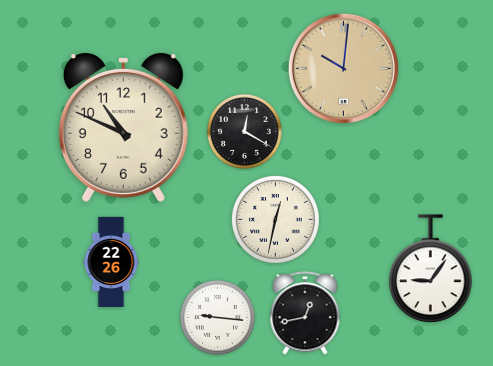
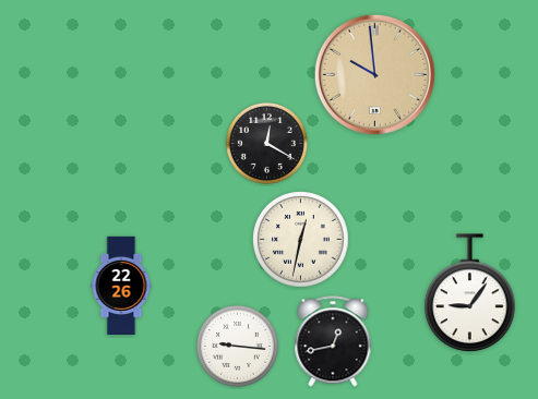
clock at (343, 68): 10:01 -> 9:59
clock at (123, 128): 10:49 -> none
